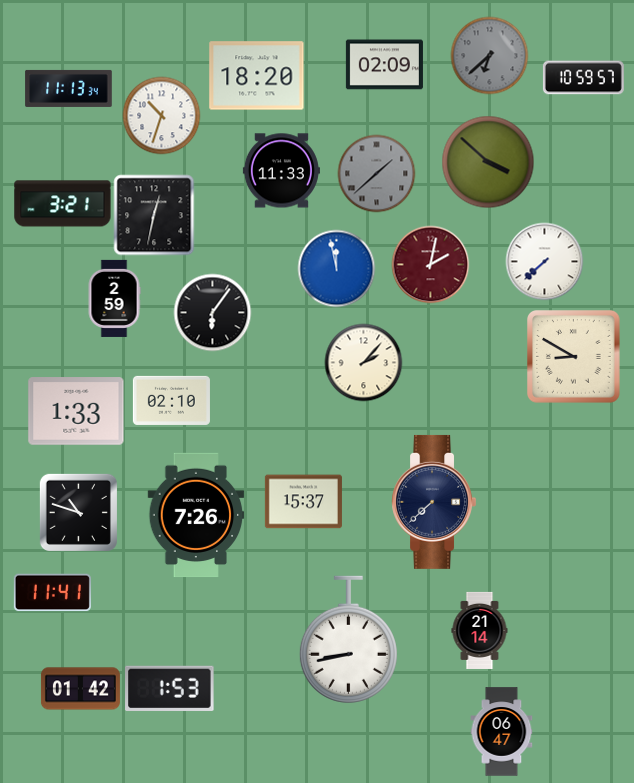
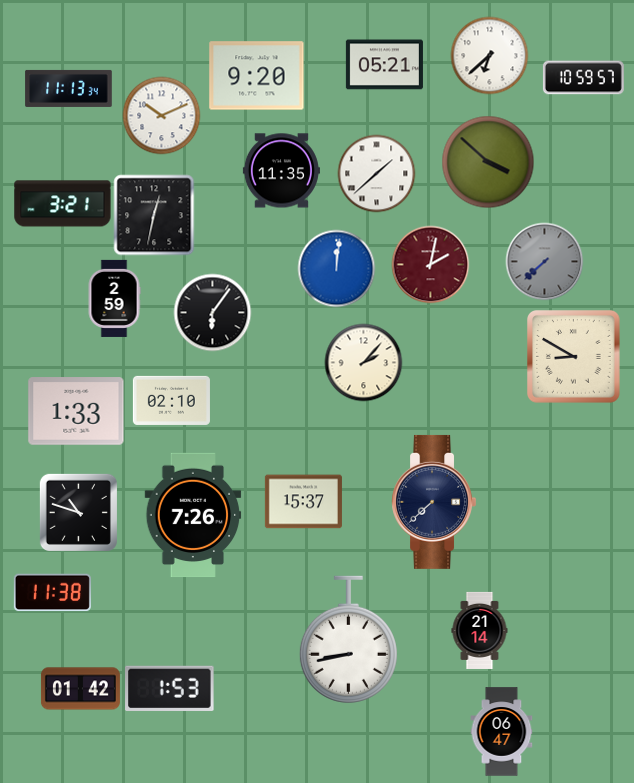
clock at (489, 55) dial: grey -> white
clock at (384, 65): 02:09 -> 05:21
clock at (257, 76): 18:20 -> 9:20
clock at (161, 115): 10:33 -> 10:11
clock at (281, 171): 11:33 -> 11:35
clock at (376, 173) dial: grey -> white
clock at (544, 261) dial: white -> grey
clock at (336, 268): 11:58 -> 12:01
clock at (196, 515) position: (196, 515) -> (193, 515)
clock at (52, 593): 11:41 -> 11:38
